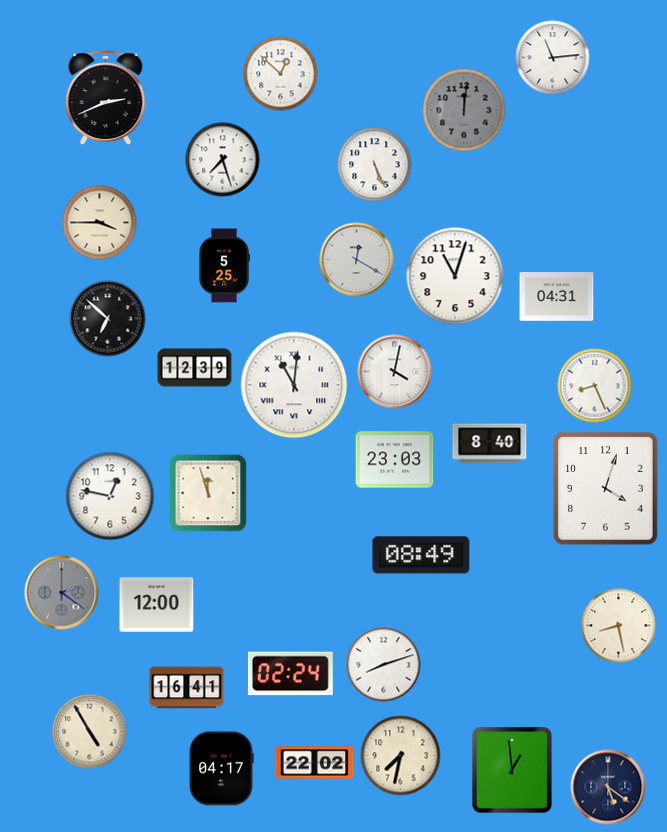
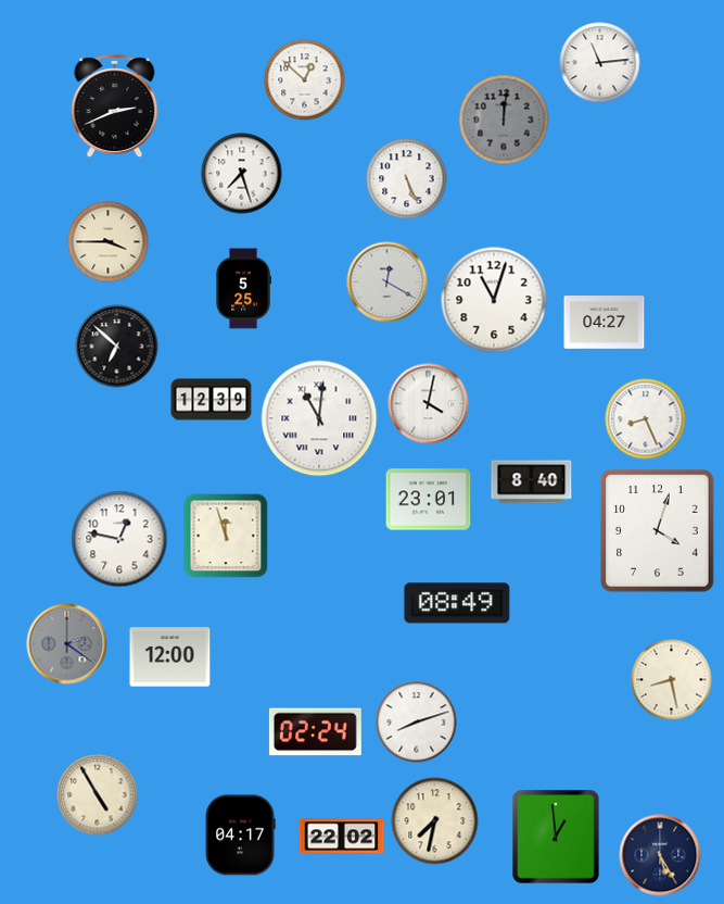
clock at (557, 297): 04:31 -> 04:27
clock at (395, 460): 23:03 -> 23:01
clock at (187, 688): 16:41 -> none
clock at (315, 763) position: (315, 763) -> (342, 837)
clock at (608, 787): 5:21 -> 5:25
